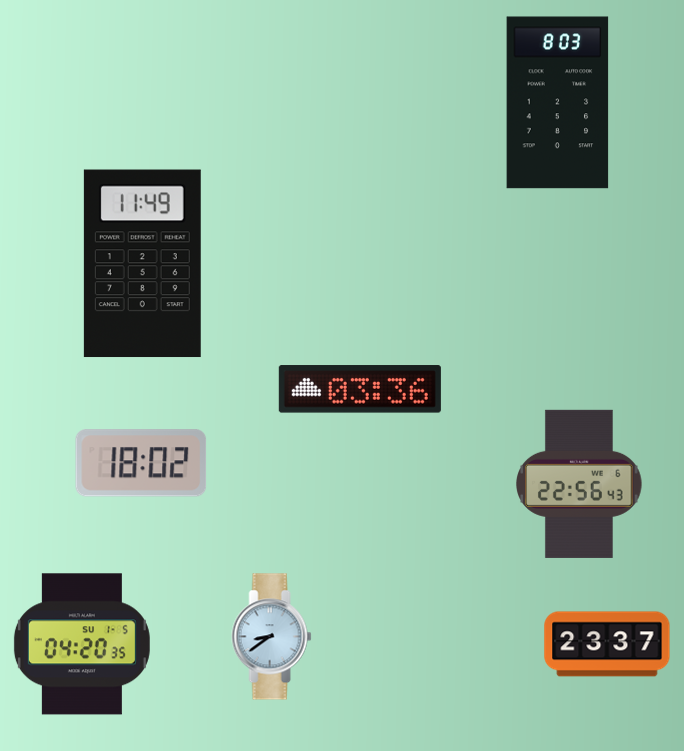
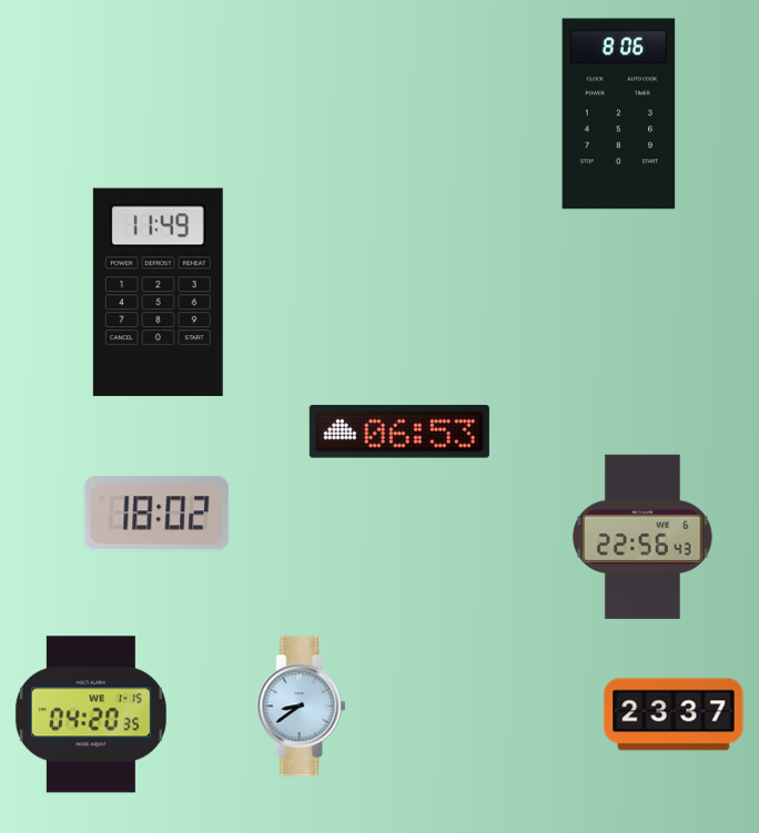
clock at (558, 103): 8:03 -> 8:06
clock at (360, 389): 03:36 -> 06:53
clock at (82, 644) date: SU 1-5 -> WE 1-15
